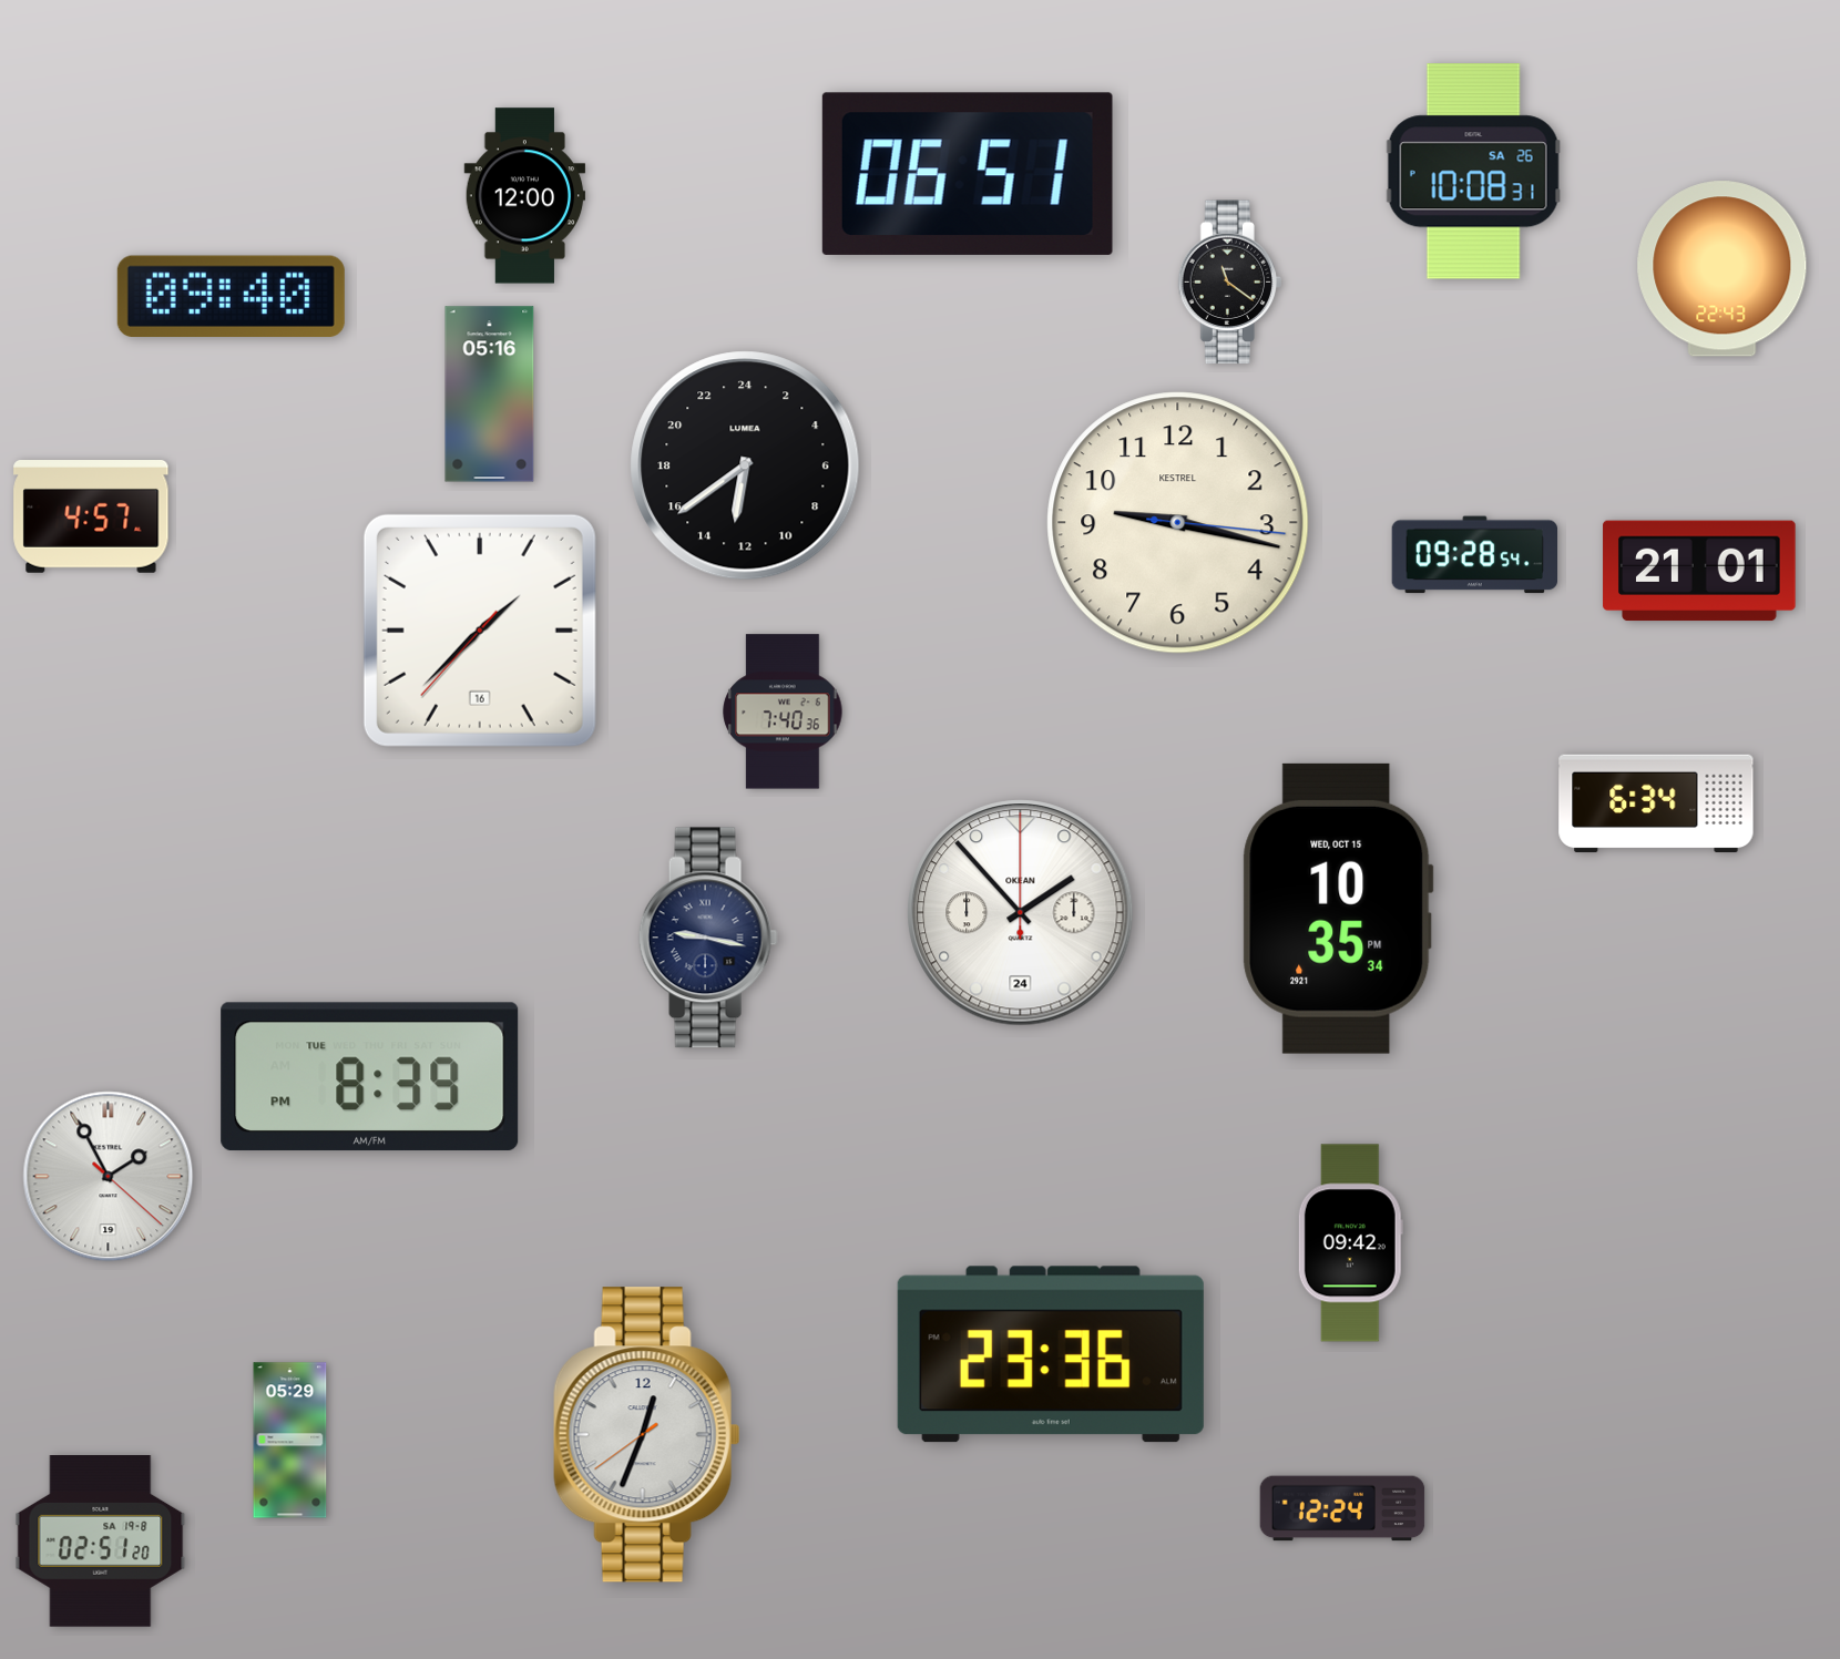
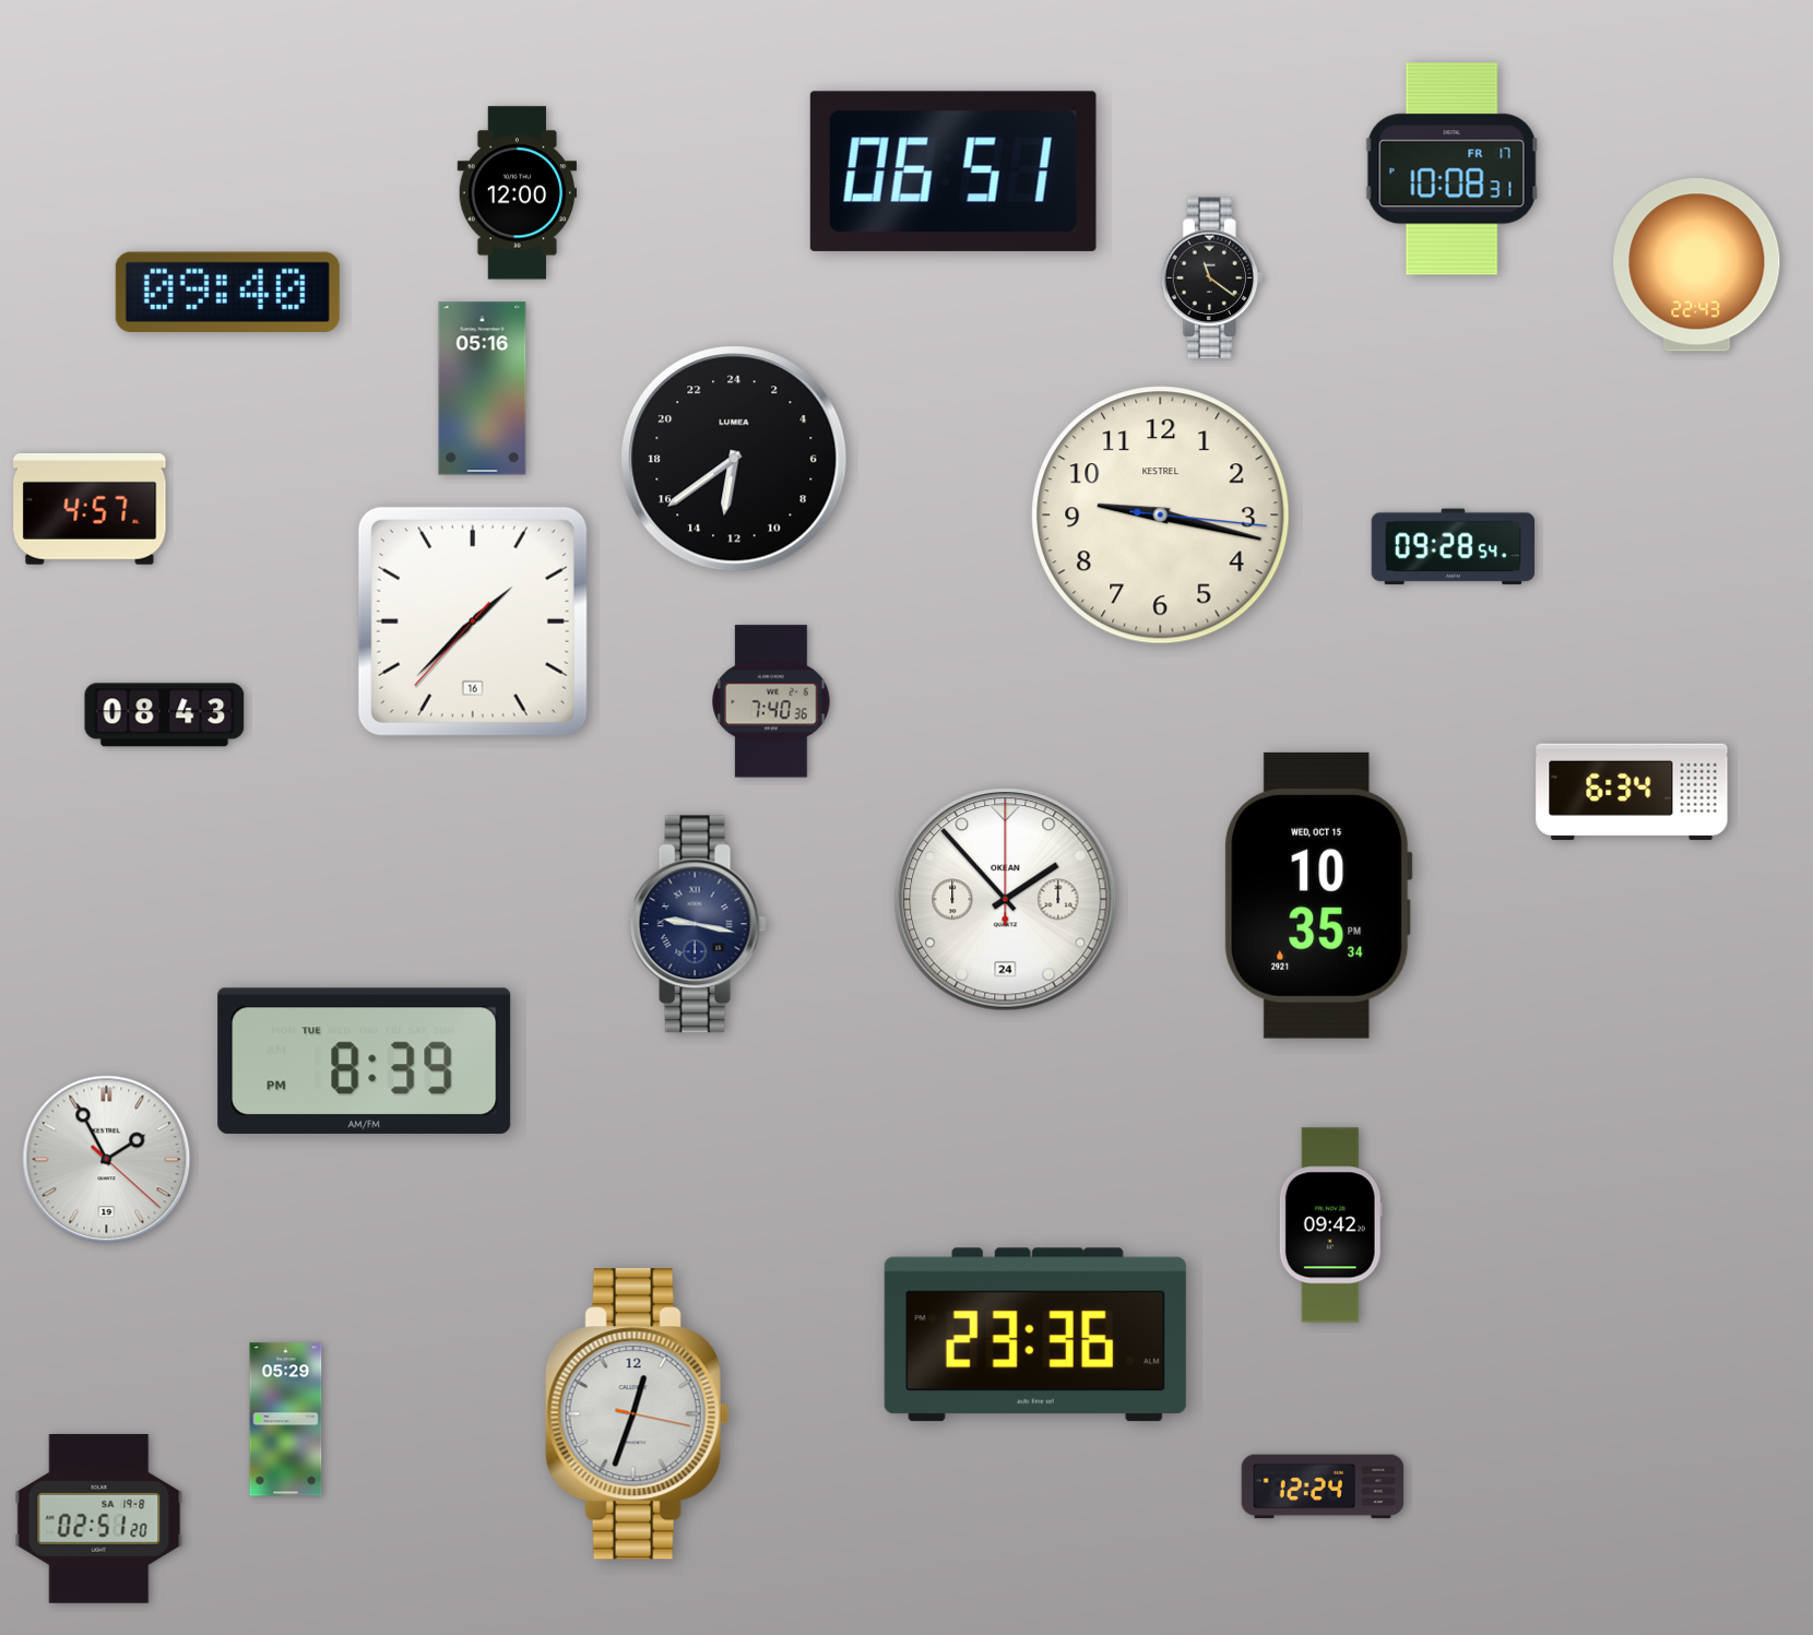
clock at (1474, 172) date: SA 26 -> FR 17
clock at (1699, 571): 21:01 -> none
clock at (165, 715): none -> 08:43
clock at (646, 1435): 12:33:39 -> 12:33:17
